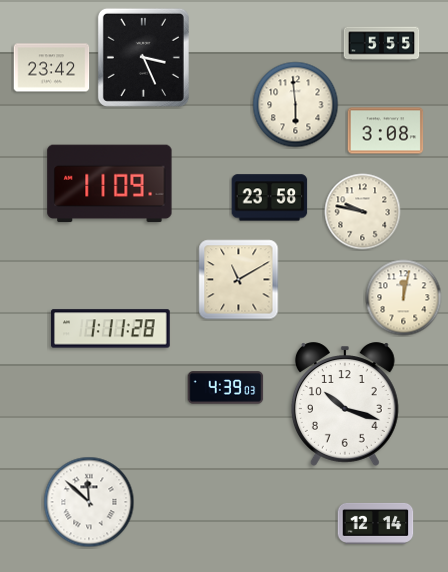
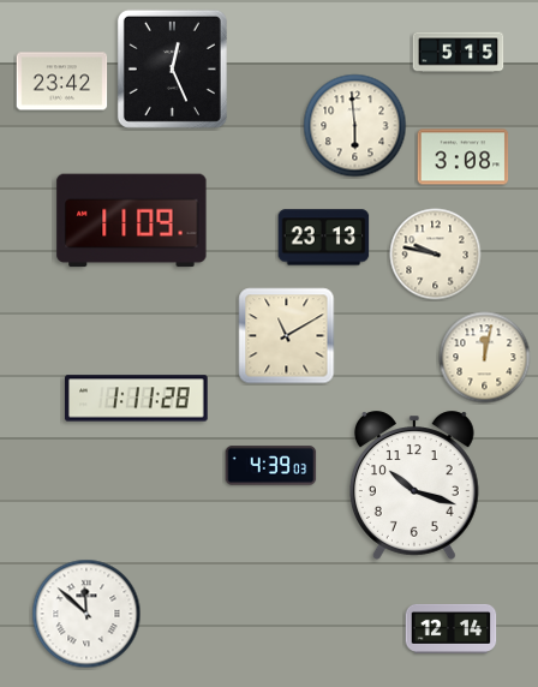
clock at (382, 44): 5:55 -> 5:15
clock at (143, 57): 3:26 -> 12:26
clock at (270, 198): 23:58 -> 23:13
clock at (111, 329) position: (111, 329) -> (137, 399)
clock at (89, 502) position: (89, 502) -> (86, 614)
